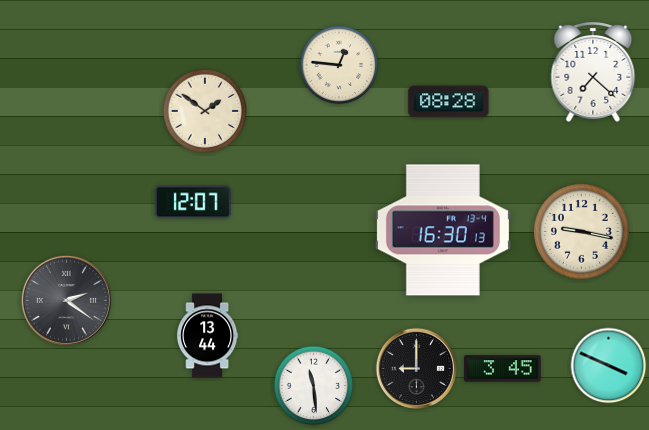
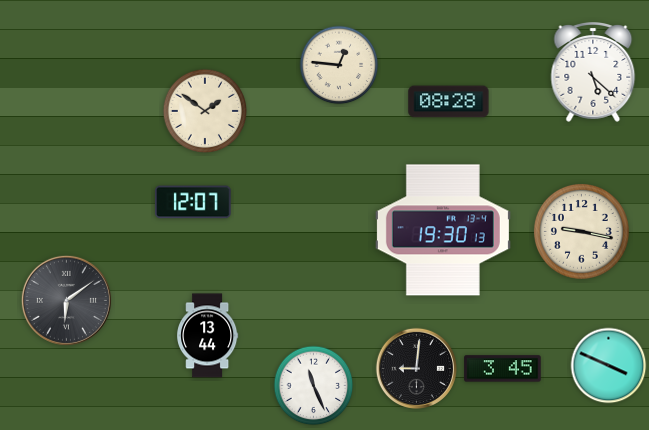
clock at (593, 73): 7:22 -> 5:22
clock at (443, 230): 16:30 -> 19:30
clock at (66, 300): 2:21 -> 6:09
clock at (416, 368): 9:00 -> 9:01
clock at (314, 386): 11:29 -> 11:26
